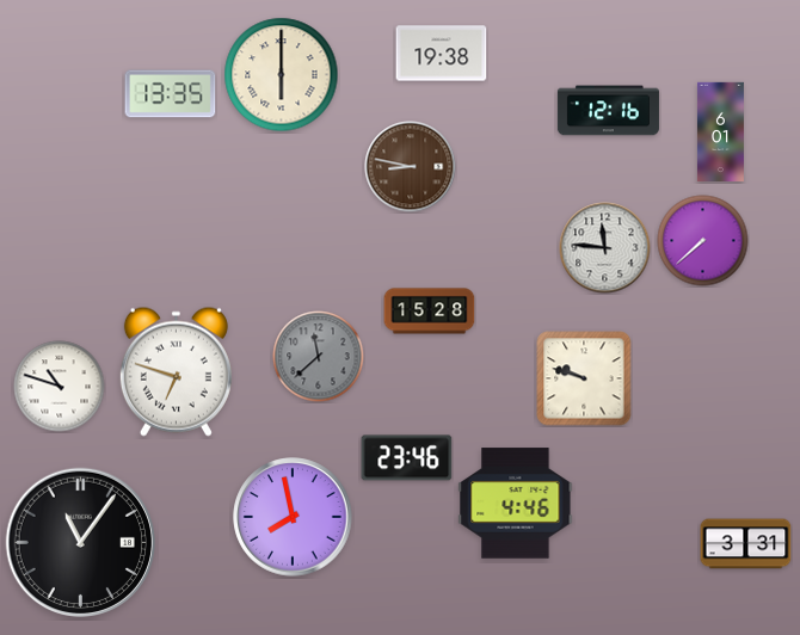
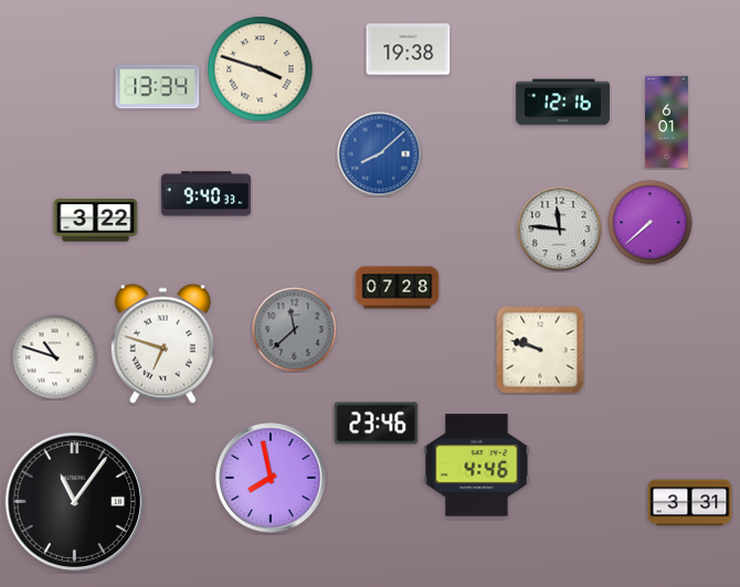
clock at (282, 75): 6:00 -> 3:48
clock at (171, 94): 13:35 -> 13:34
clock at (411, 167): 8:47 -> 8:08
clock at (411, 167) dial: brown -> blue
clock at (207, 194): none -> 9:40
clock at (96, 221): none -> 3:22
clock at (430, 312): 15:28 -> 07:28
